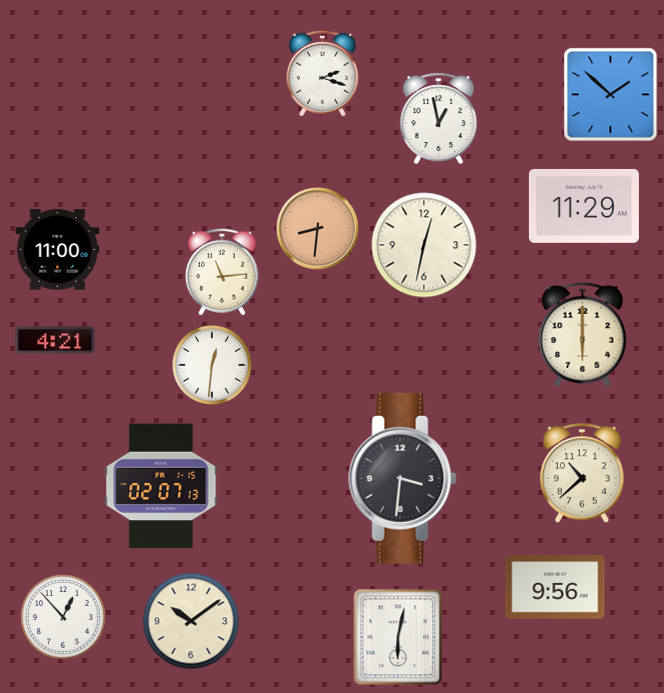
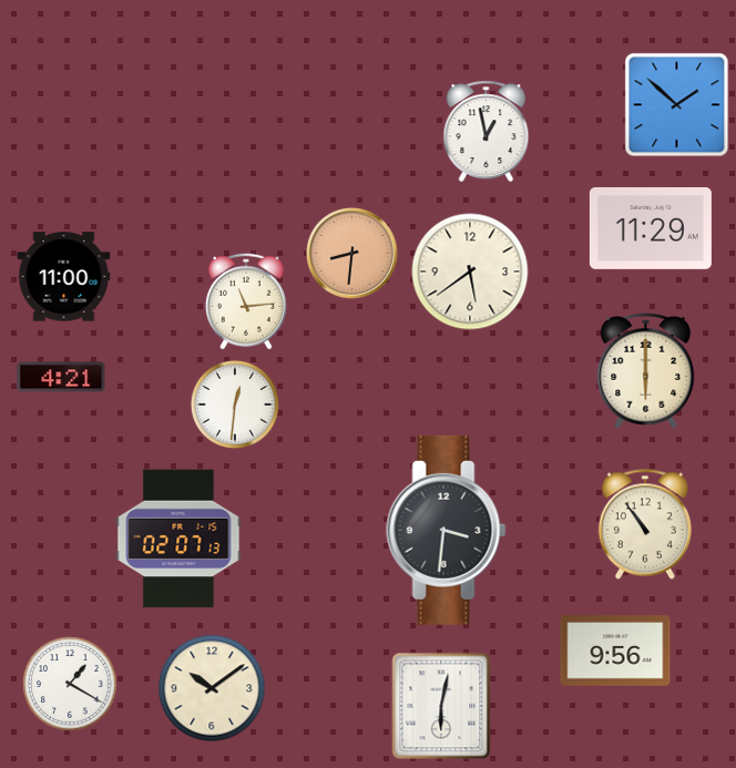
clock at (322, 73): 2:18 -> none
clock at (584, 206) position: (584, 206) -> (651, 228)
clock at (424, 245): 12:32 -> 5:39
clock at (582, 473): 10:38 -> 10:54
clock at (63, 617): 12:53 -> 1:20
